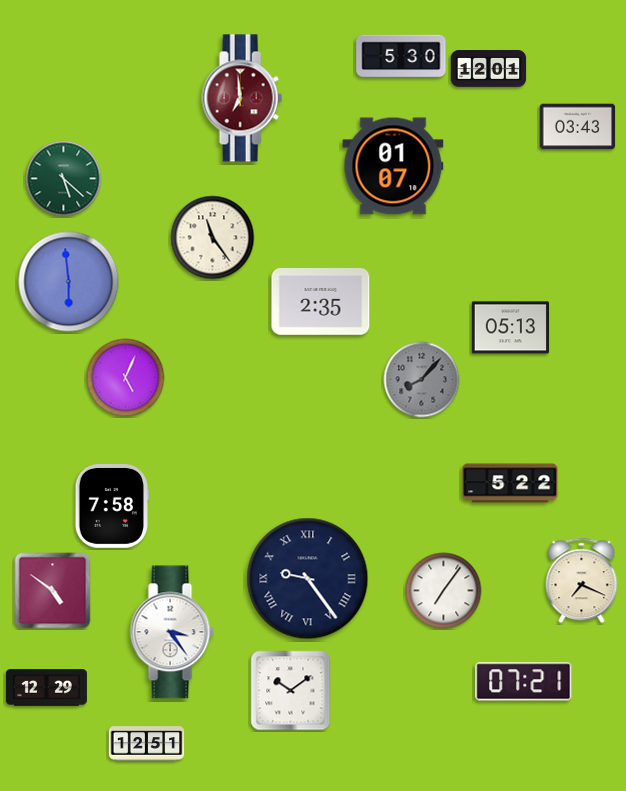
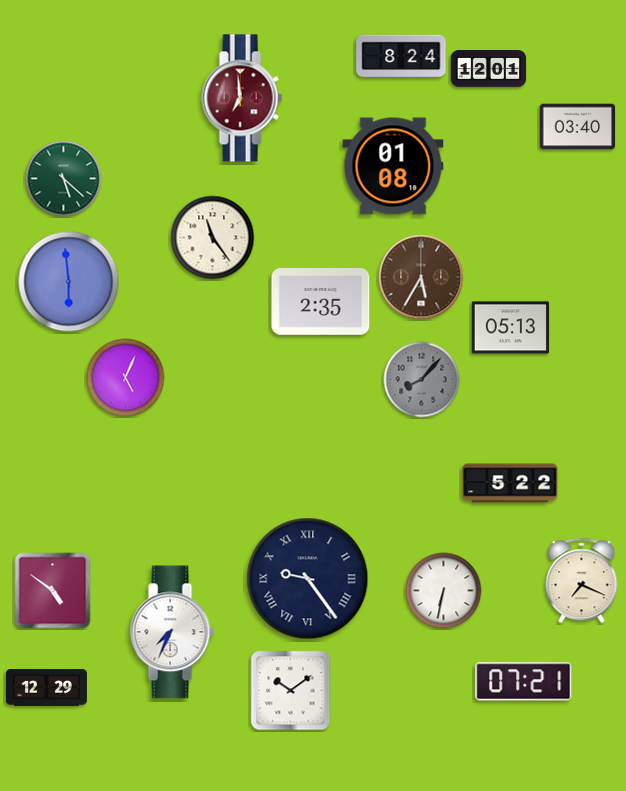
clock at (401, 56): 5:30 -> 8:24
clock at (578, 127): 03:43 -> 03:40
clock at (393, 166): 01:07 -> 01:08
clock at (421, 277): none -> 5:35
clock at (111, 507): 7:58 -> none
clock at (444, 591): 7:06 -> 6:32
clock at (172, 632): 3:24 -> 7:34
clock at (147, 744): 12:51 -> none
